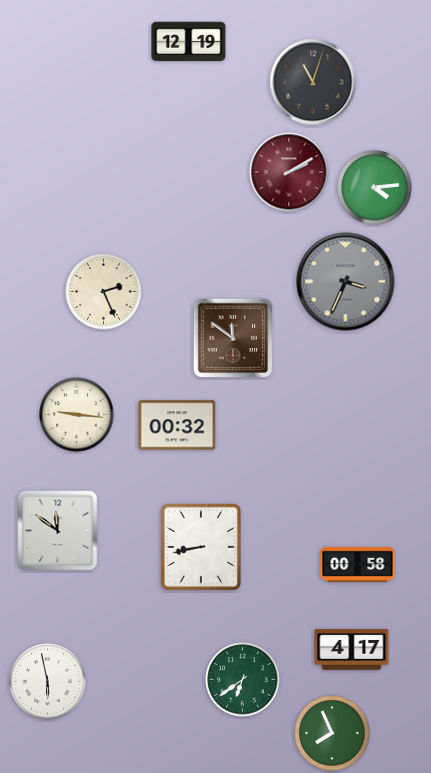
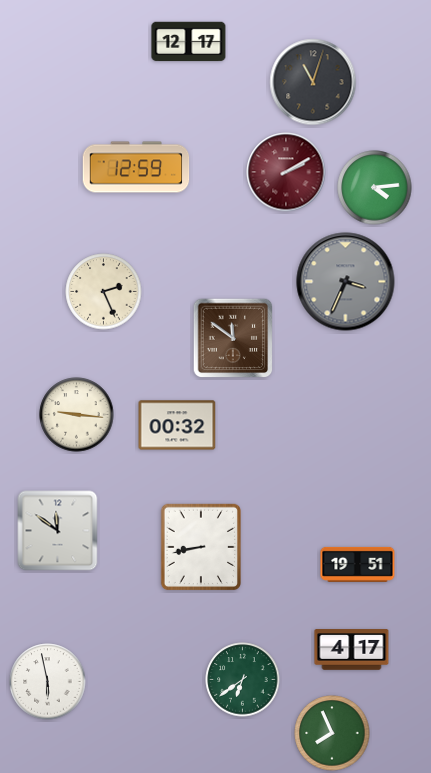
clock at (189, 42): 12:19 -> 12:17
clock at (136, 167): none -> 12:59
clock at (289, 172) position: (289, 172) -> (286, 172)
clock at (358, 564): 00:58 -> 19:51
